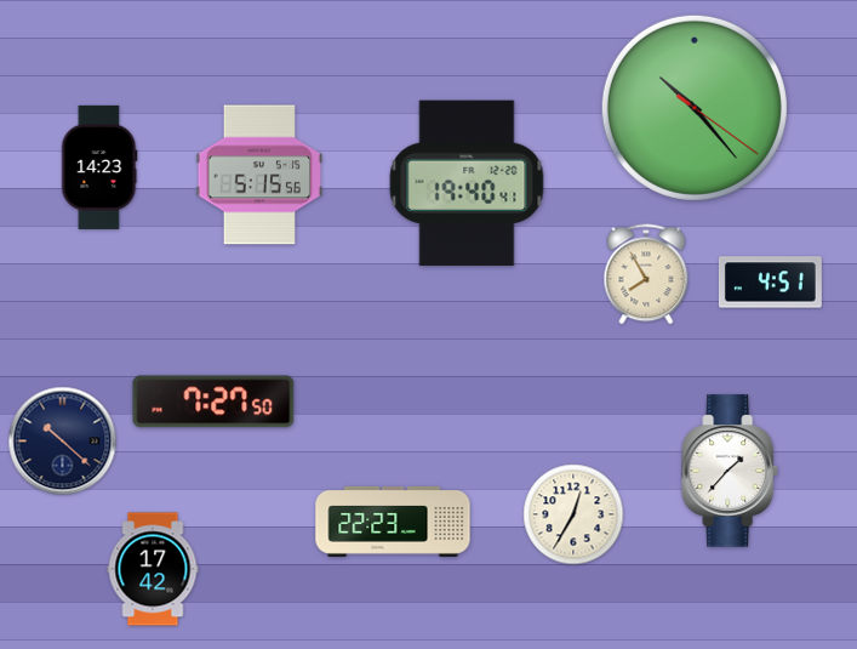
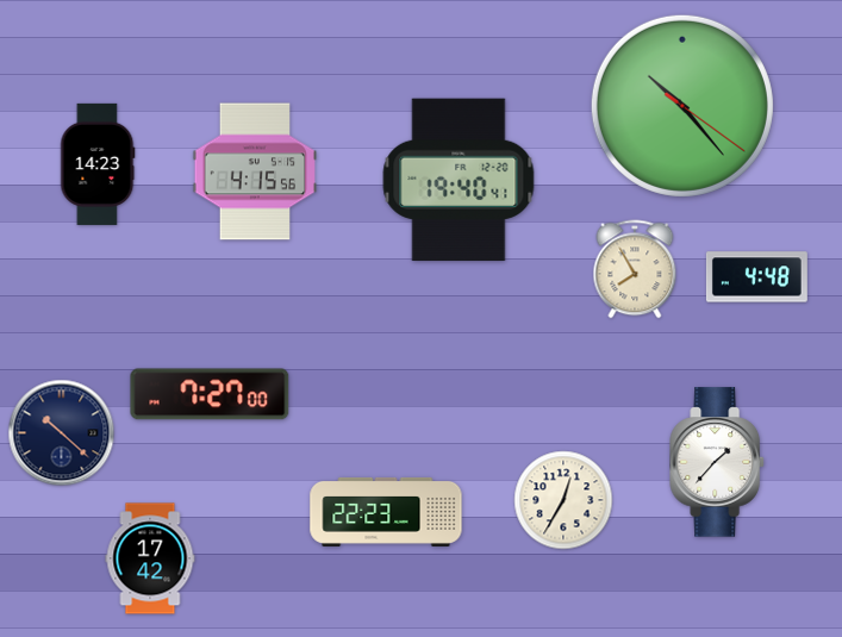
clock at (259, 175): 5:15 -> 4:15
clock at (770, 283): 4:51 -> 4:48
clock at (213, 402): 7:27:50 -> 7:27:00
clock at (573, 514) position: (573, 514) -> (563, 500)
